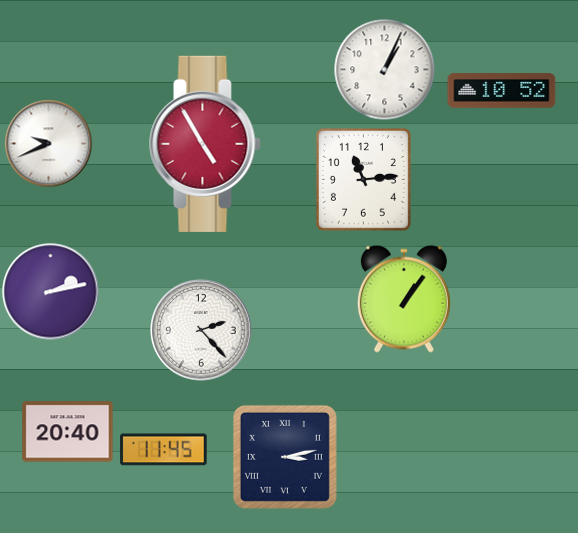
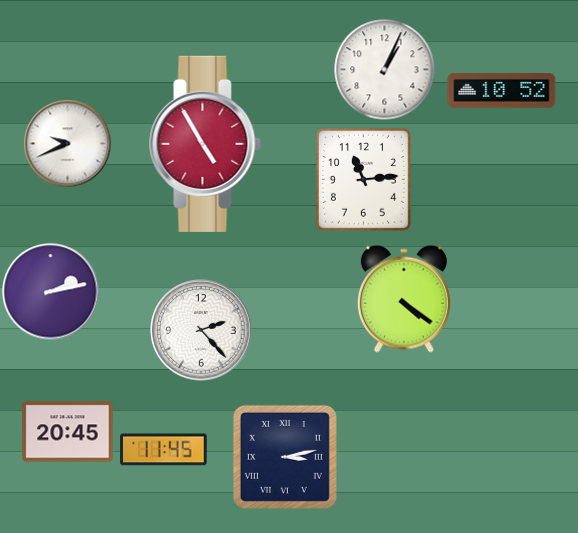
clock at (48, 143) position: (48, 143) -> (67, 143)
clock at (404, 299): 1:06 -> 4:21
clock at (68, 432): 20:40 -> 20:45
